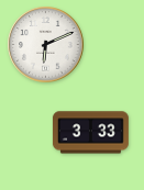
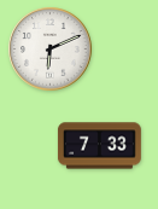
clock at (90, 133): 3:33 -> 7:33
